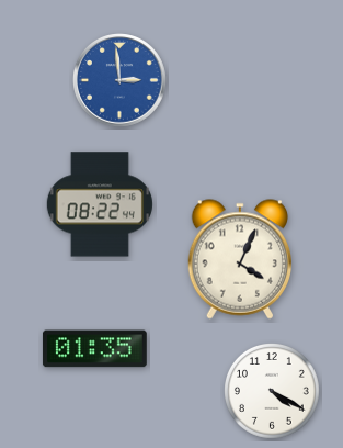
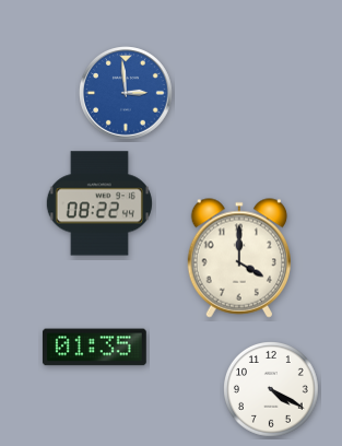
clock at (119, 80) position: (119, 80) -> (126, 93)
clock at (239, 259): 4:04 -> 4:00
